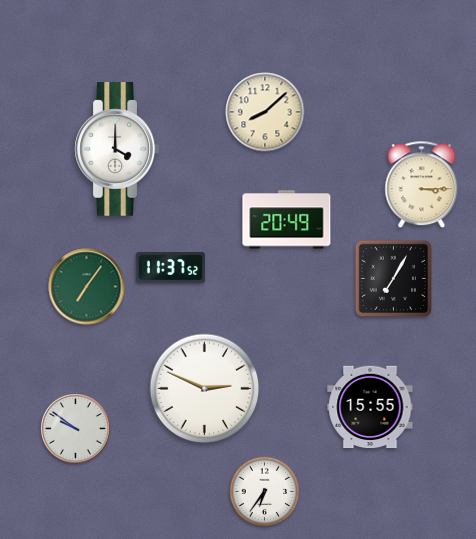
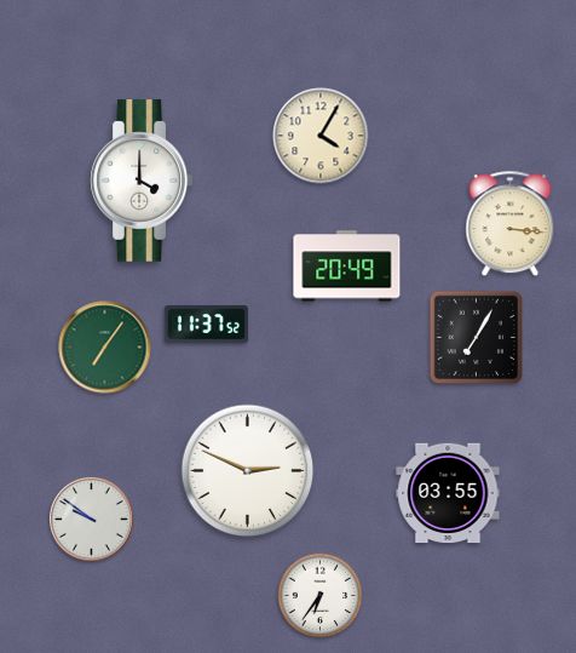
clock at (265, 112): 8:08 -> 4:05
clock at (422, 185): 3:15 -> 3:16
clock at (370, 407): 15:55 -> 03:55
